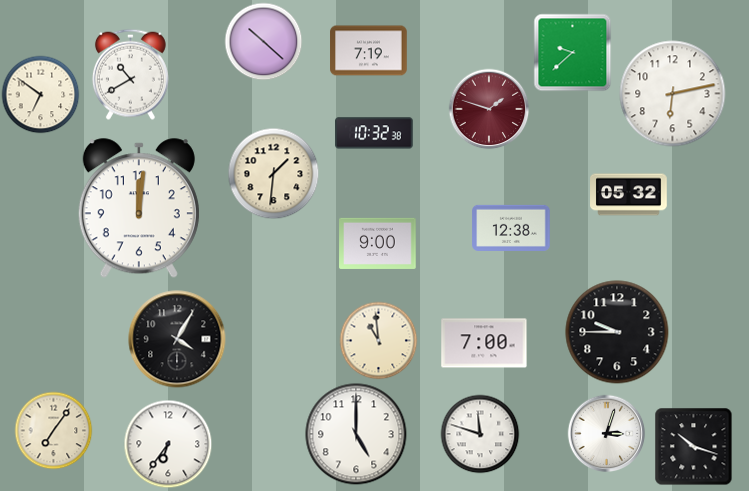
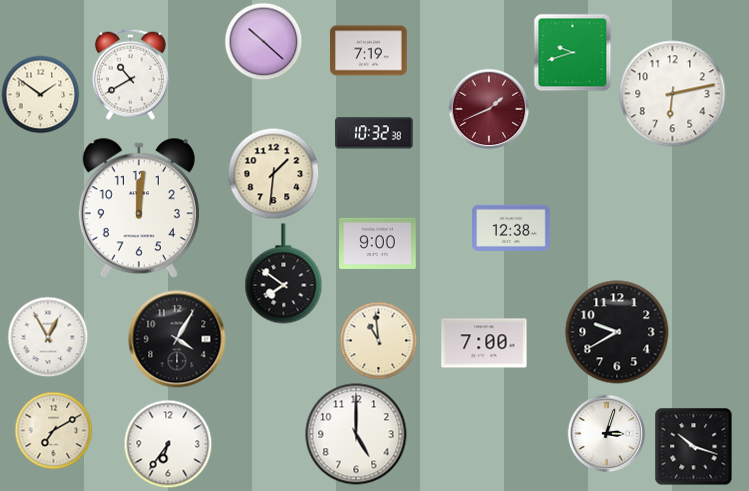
clock at (572, 52): 9:38 -> 9:42
clock at (40, 94): 6:51 -> 1:51
clock at (489, 109): 1:48 -> 1:41
clock at (629, 195): 05:32 -> none
clock at (284, 274): none -> 7:51
clock at (617, 332): 9:45 -> 9:40
clock at (48, 337): none -> 12:55
clock at (53, 430): 7:06 -> 7:10
clock at (480, 434): 11:48 -> none
